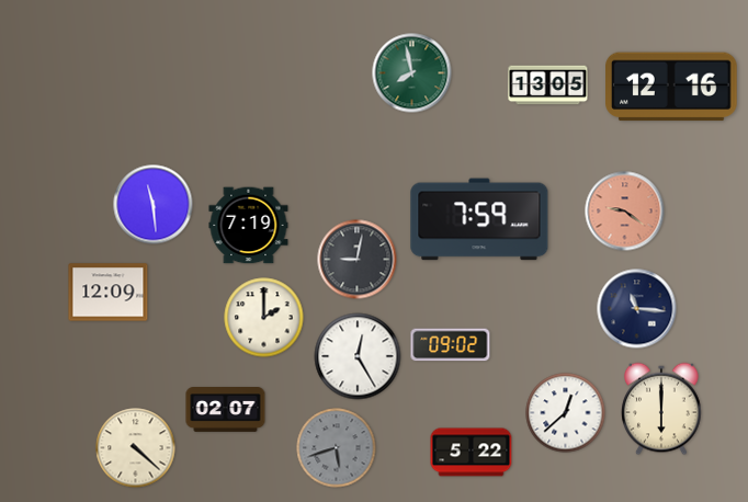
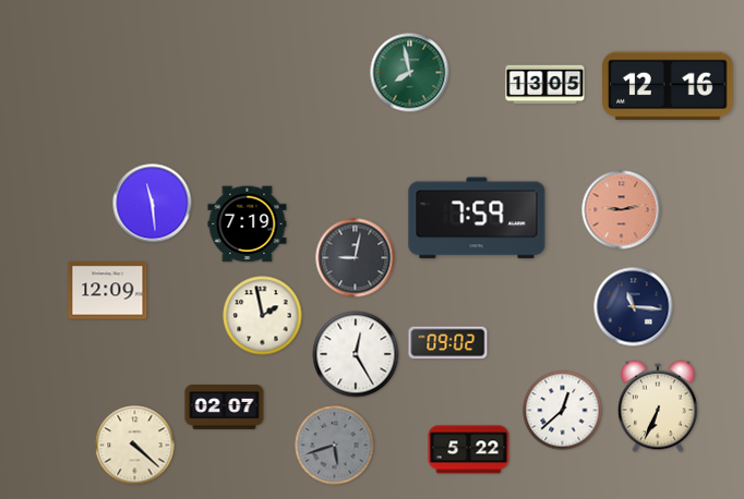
clock at (625, 212): 9:21 -> 9:13
clock at (264, 318): 2:00 -> 1:58
clock at (661, 409): 6:00 -> 6:34
